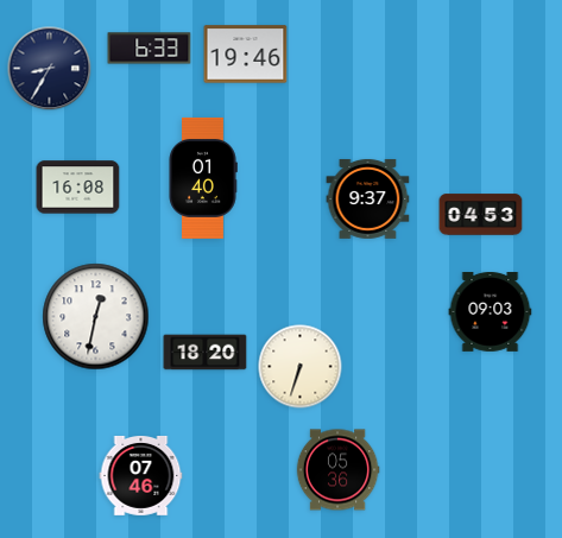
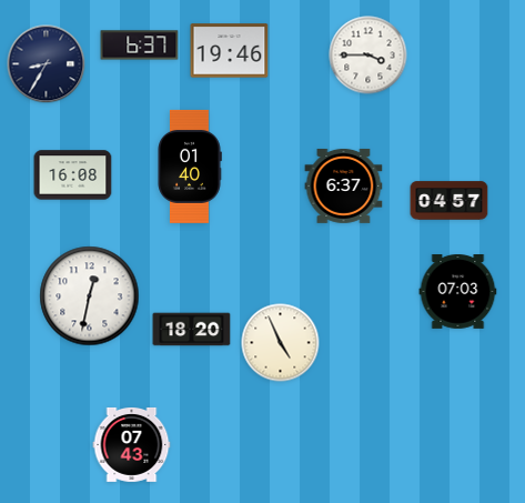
clock at (150, 49): 6:33 -> 6:37
clock at (368, 56): none -> 3:45
clock at (368, 198): 9:37 -> 6:37
clock at (481, 215): 04:53 -> 04:57
clock at (491, 312): 09:03 -> 07:03
clock at (301, 367): 6:33 -> 4:56
clock at (337, 470): 05:36 -> none
clock at (141, 475): 07:46 -> 07:43
